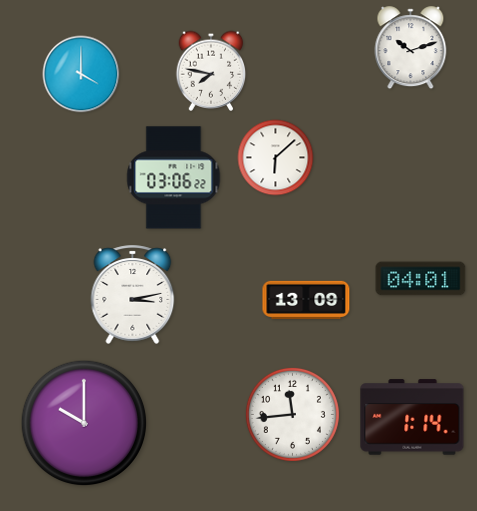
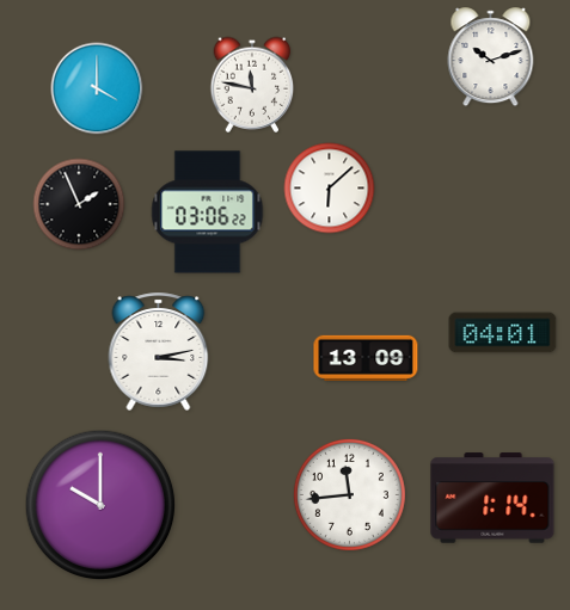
clock at (211, 71): 7:47 -> 11:47
clock at (79, 204): none -> 1:56
